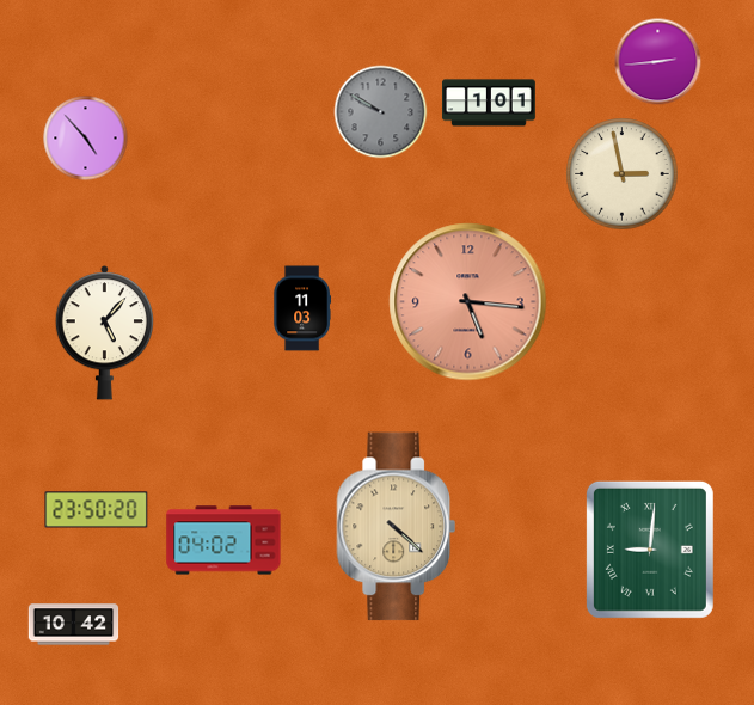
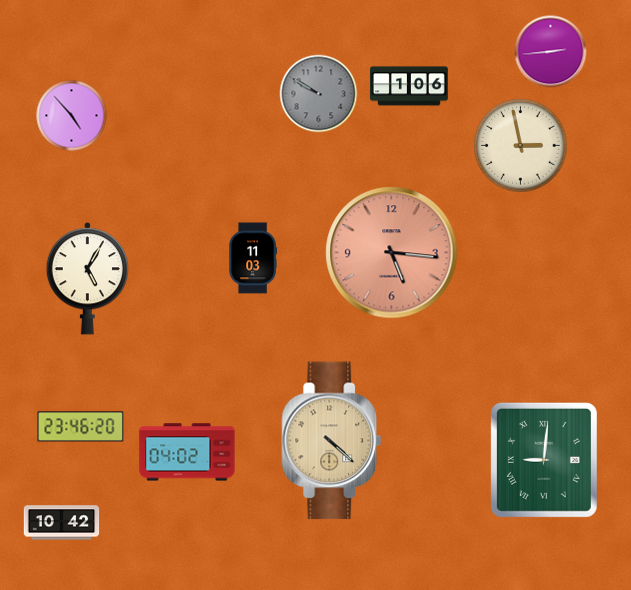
clock at (489, 103): 1:01 -> 1:06
clock at (104, 333): 5:07 -> 5:05
clock at (97, 510): 23:50 -> 23:46
